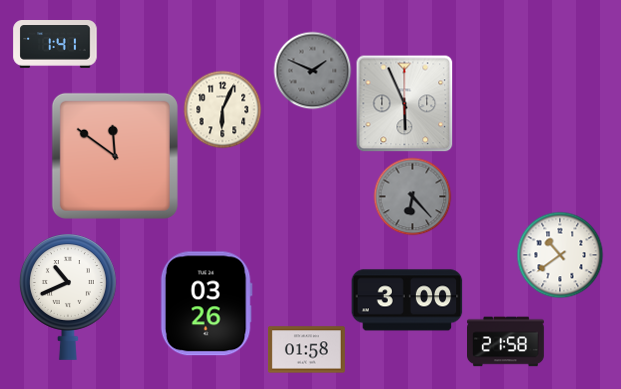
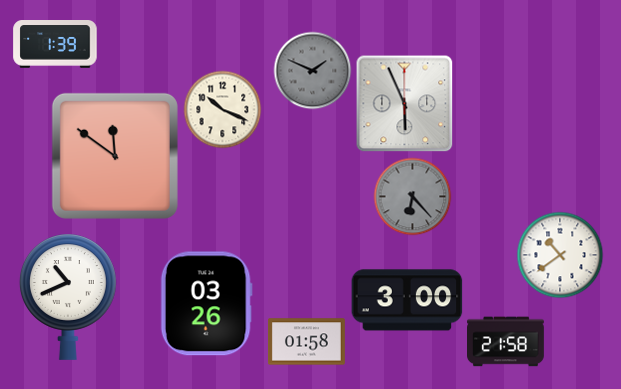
clock at (55, 44): 1:41 -> 1:39
clock at (222, 109): 6:04 -> 10:19
clock at (307, 350) position: (307, 350) -> (307, 342)
